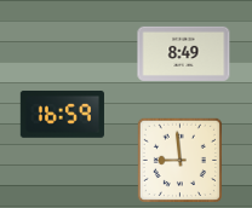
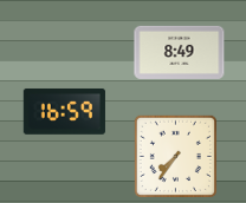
clock at (62, 114) position: (62, 114) -> (64, 111)
clock at (179, 160): 8:59 -> 7:36
